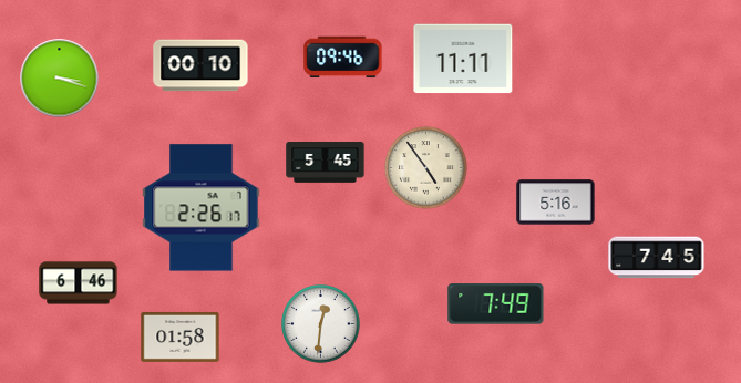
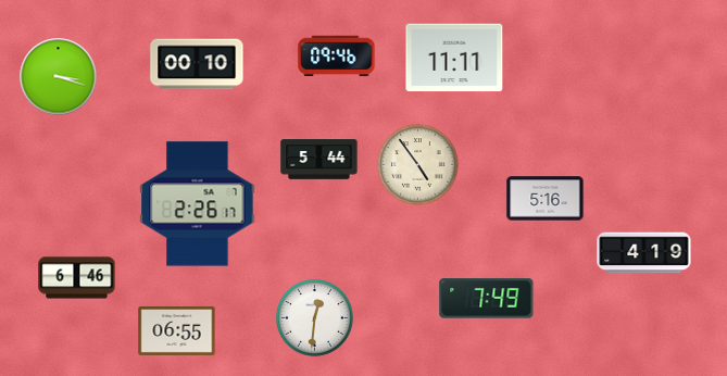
clock at (326, 163): 5:45 -> 5:44
clock at (657, 258): 7:45 -> 4:19
clock at (181, 337): 01:58 -> 06:55
